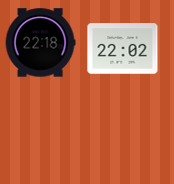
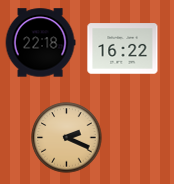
clock at (123, 49): 22:02 -> 16:22
clock at (67, 138): none -> 2:19
